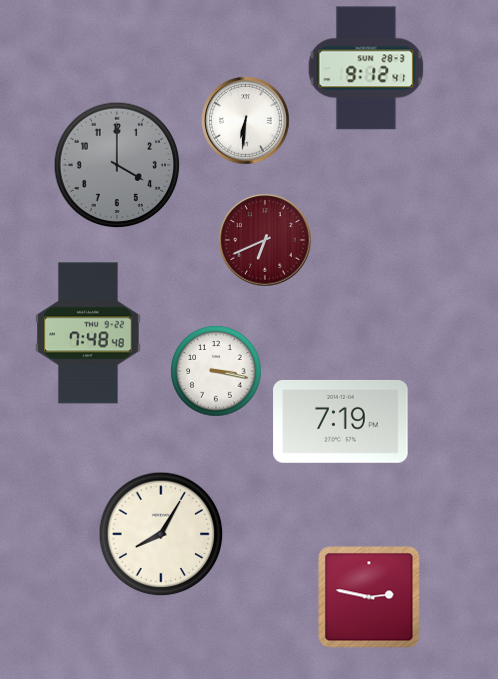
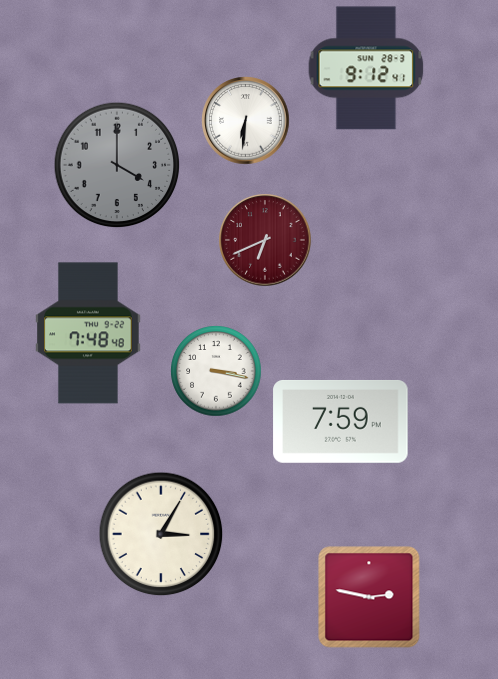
clock at (341, 421): 7:19 -> 7:59
clock at (161, 534): 8:05 -> 3:05
